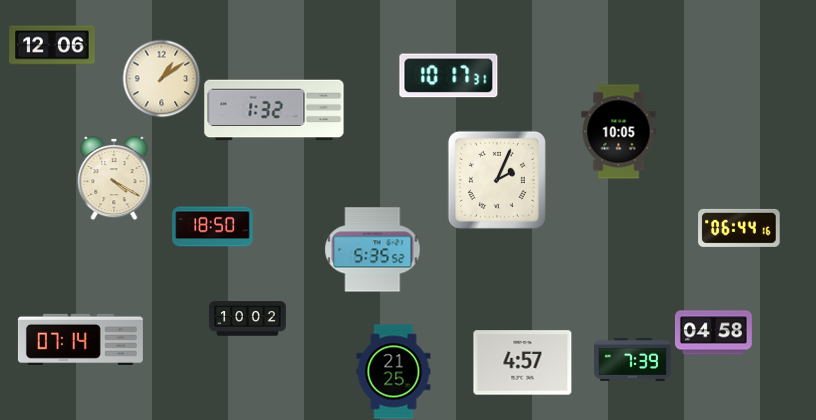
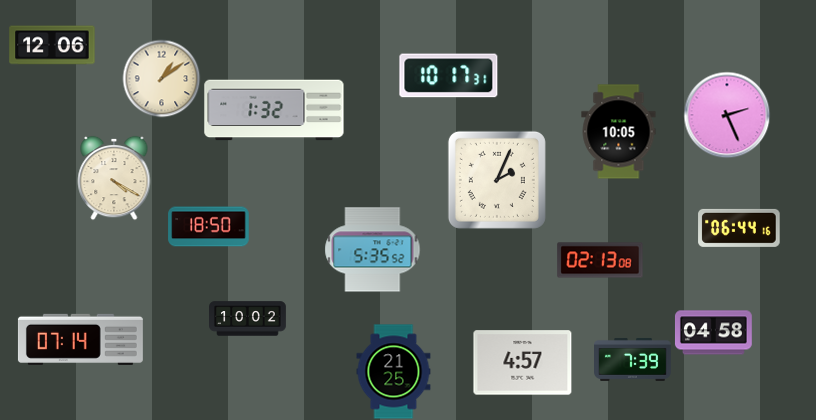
clock at (727, 115): none -> 2:26
clock at (213, 227) position: (213, 227) -> (209, 227)
clock at (600, 260): none -> 02:13
